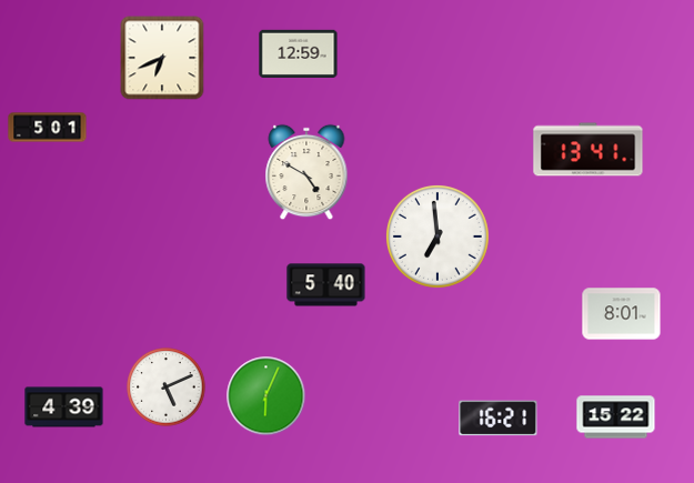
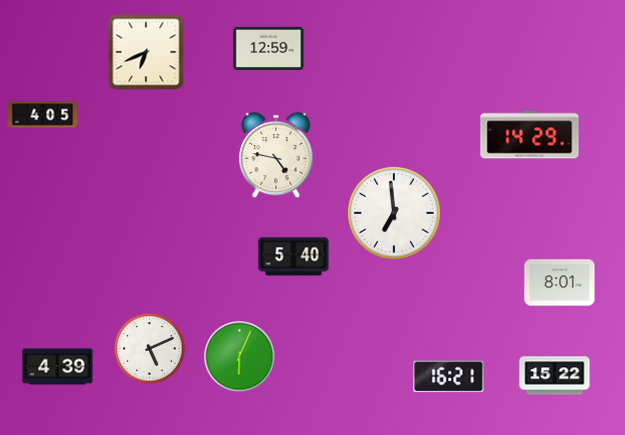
clock at (48, 128): 5:01 -> 4:05
clock at (589, 150): 13:41 -> 14:29
clock at (306, 172): 4:50 -> 4:47
